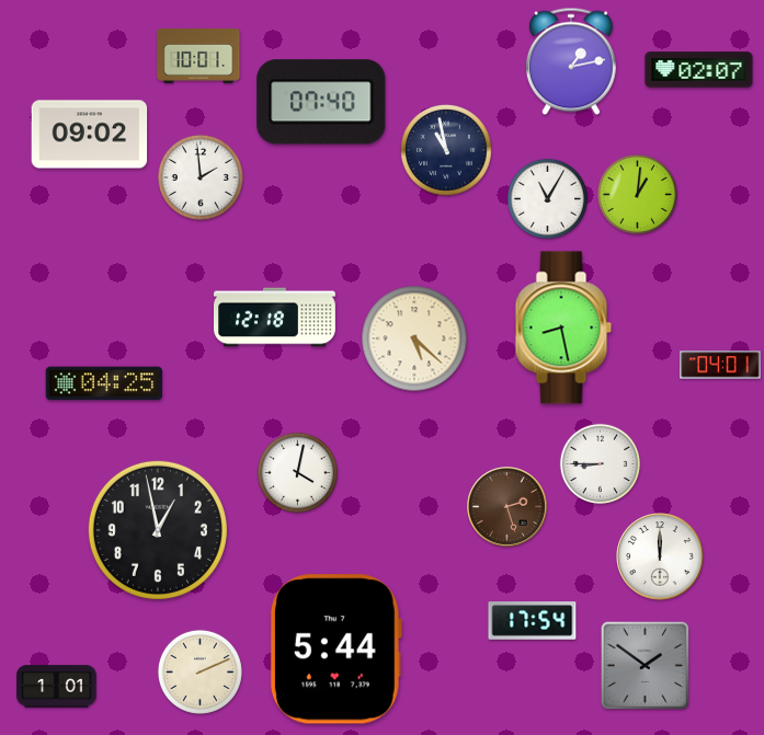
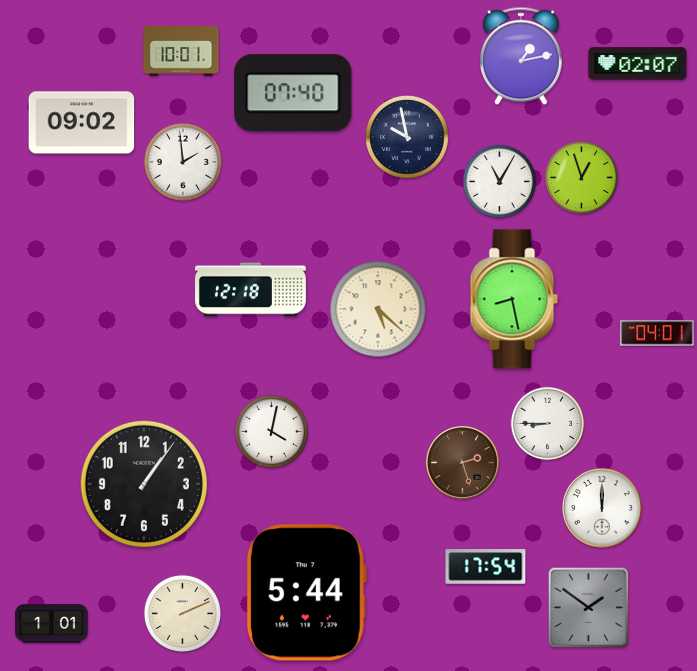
clock at (447, 151): 10:58 -> 9:58
clock at (638, 195): 1:01 -> 12:57
clock at (103, 383): 04:25 -> none
clock at (158, 530): 12:58 -> 1:06
clock at (57, 687) position: (57, 687) -> (52, 624)
